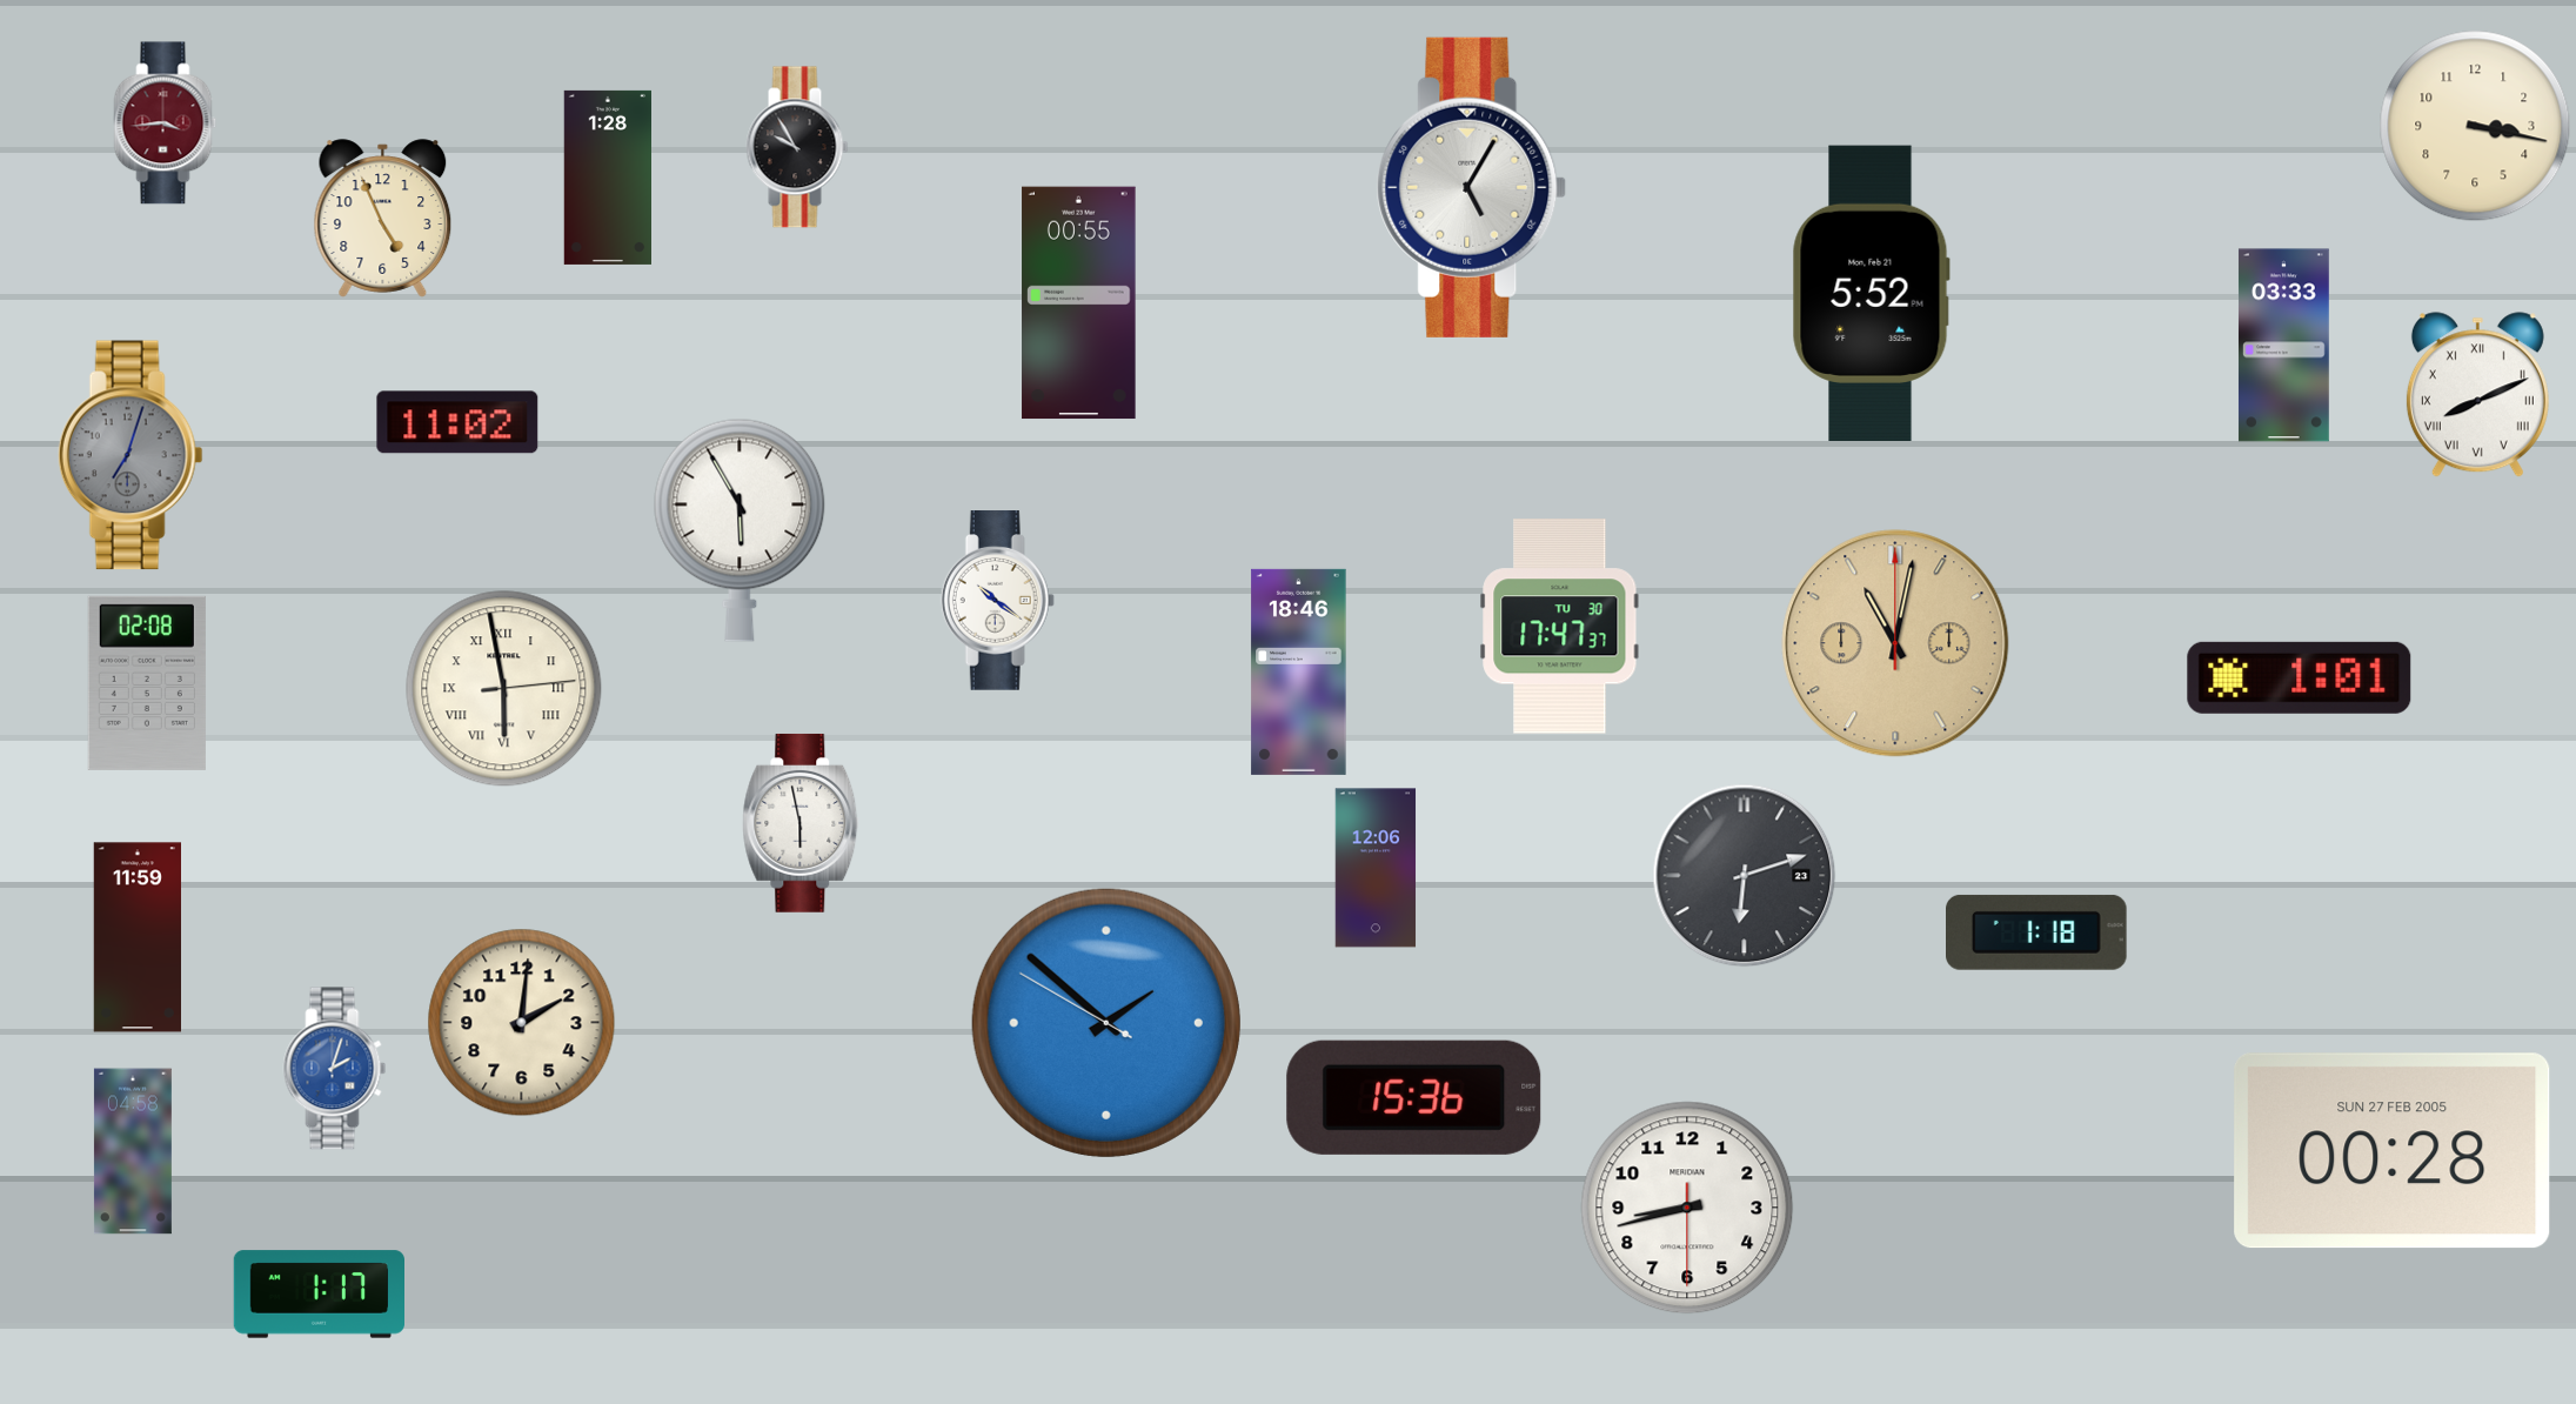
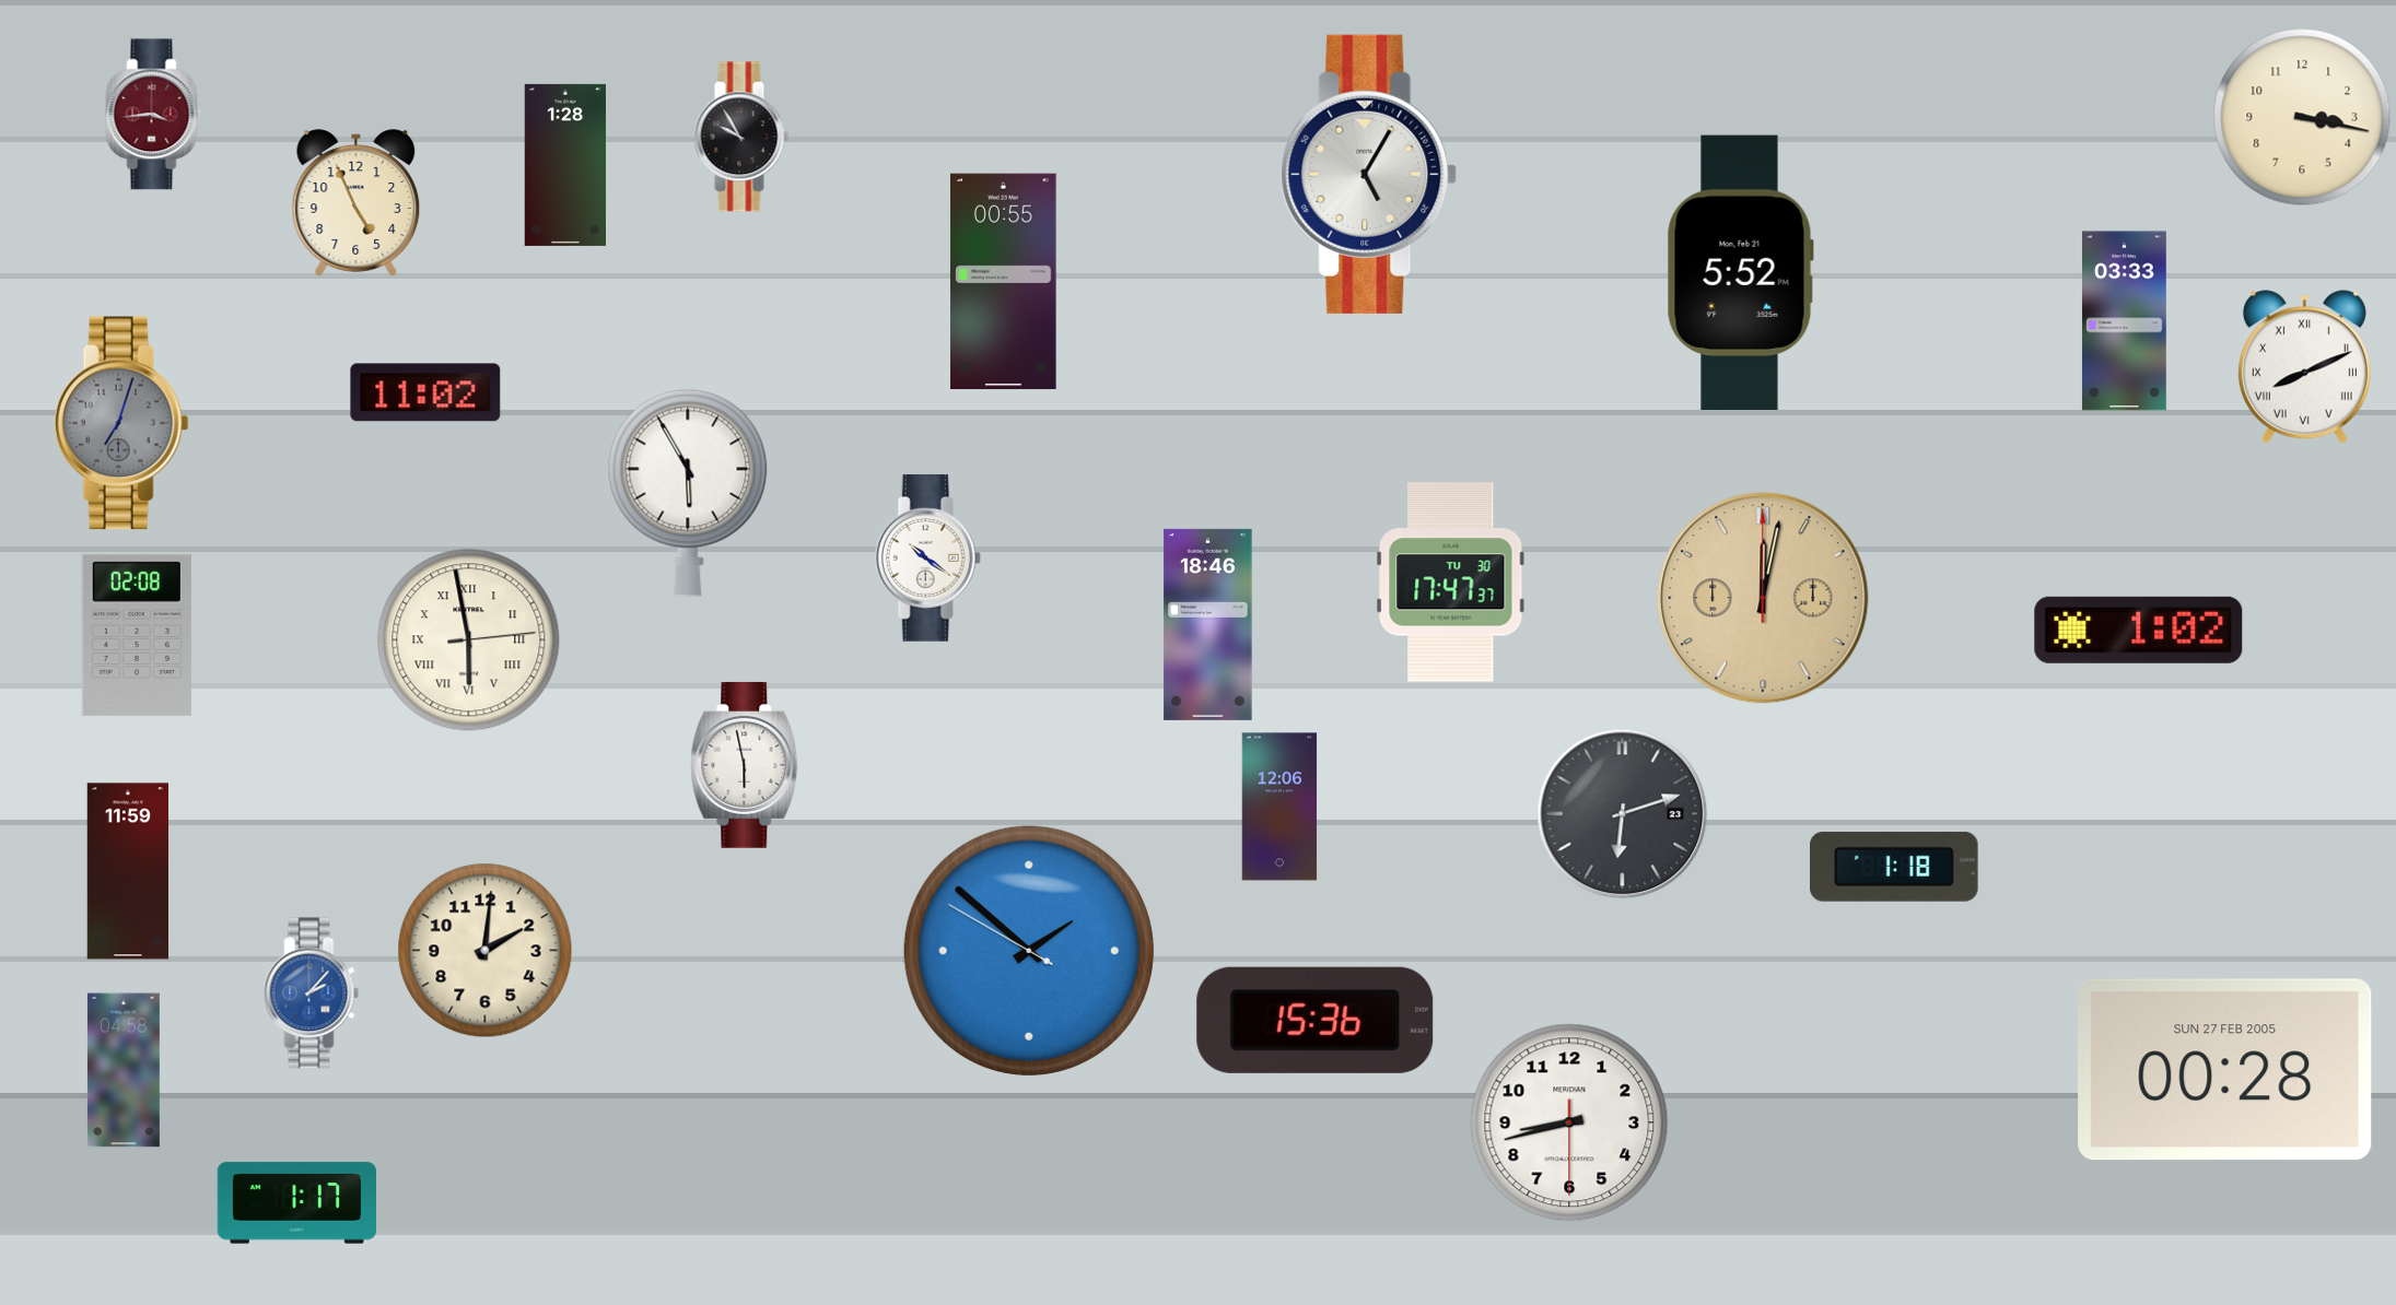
clock at (1895, 643): 11:02 -> 12:02
clock at (2300, 677): 1:01 -> 1:02
clock at (335, 1069): 2:03 -> 2:07
